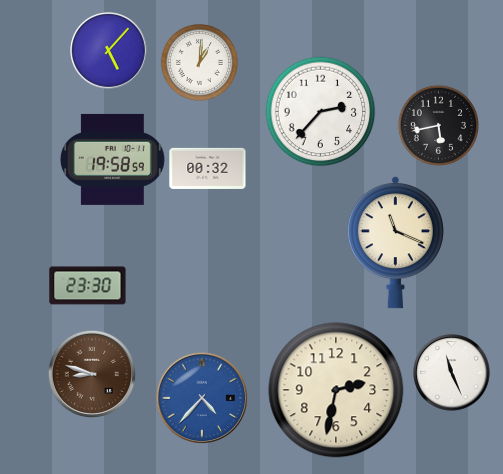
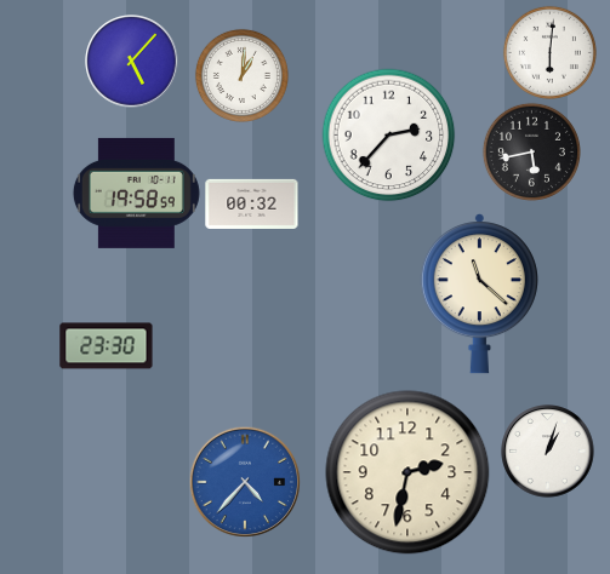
clock at (549, 52): none -> 6:01
clock at (395, 243): 11:19 -> 11:22
clock at (452, 373): 11:26 -> 1:03
clock at (92, 374): 8:48 -> none
